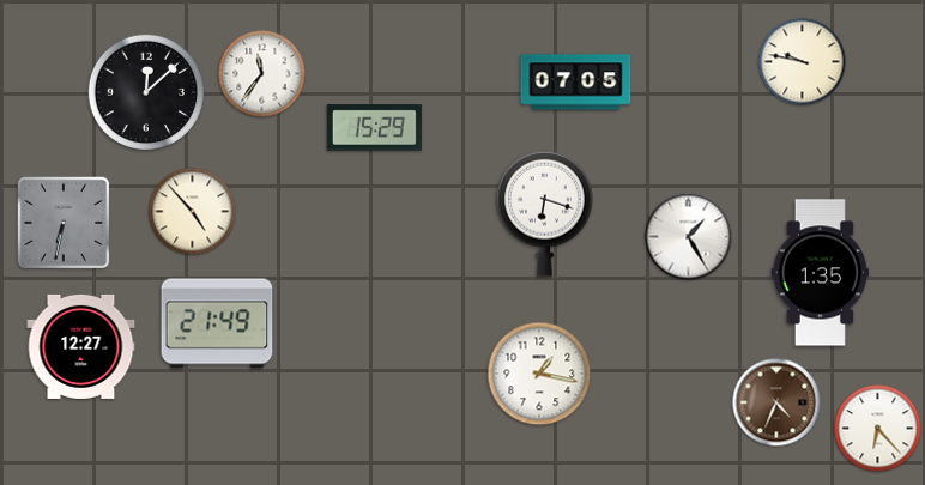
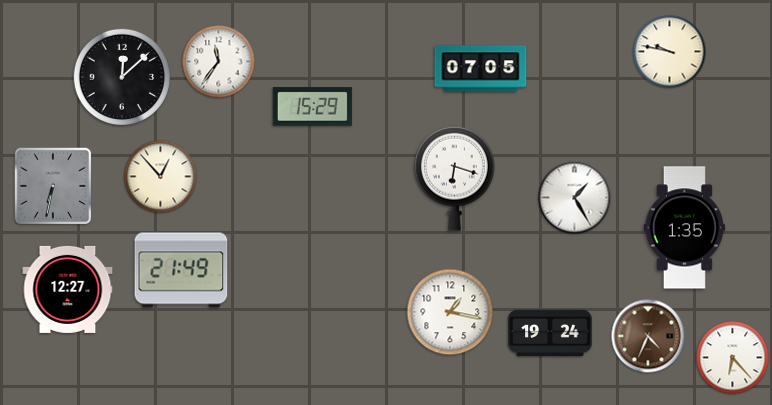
clock at (193, 212): 4:53 -> 12:53
clock at (550, 333): none -> 19:24
